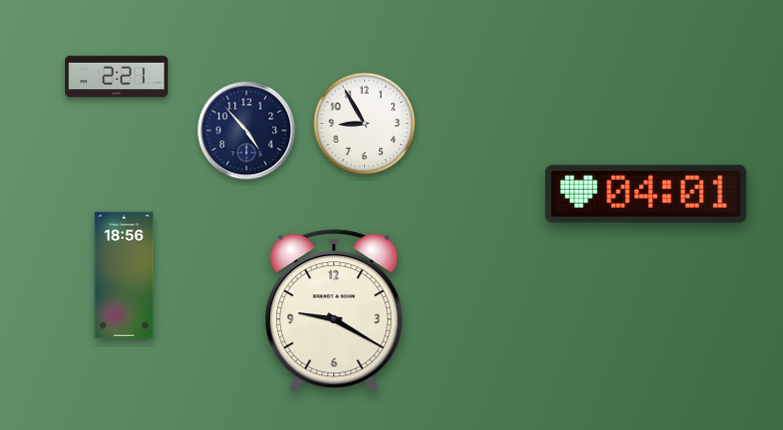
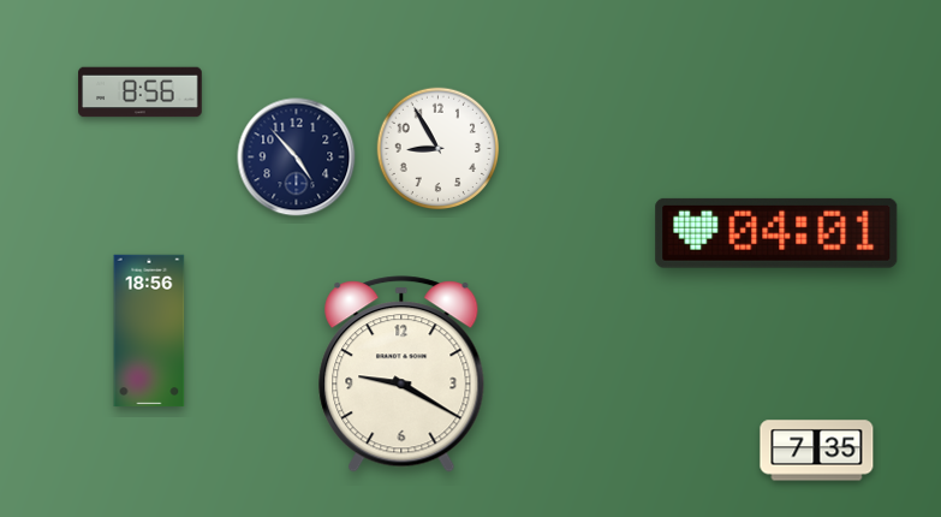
clock at (117, 77): 2:21 -> 8:56
clock at (817, 451): none -> 7:35
